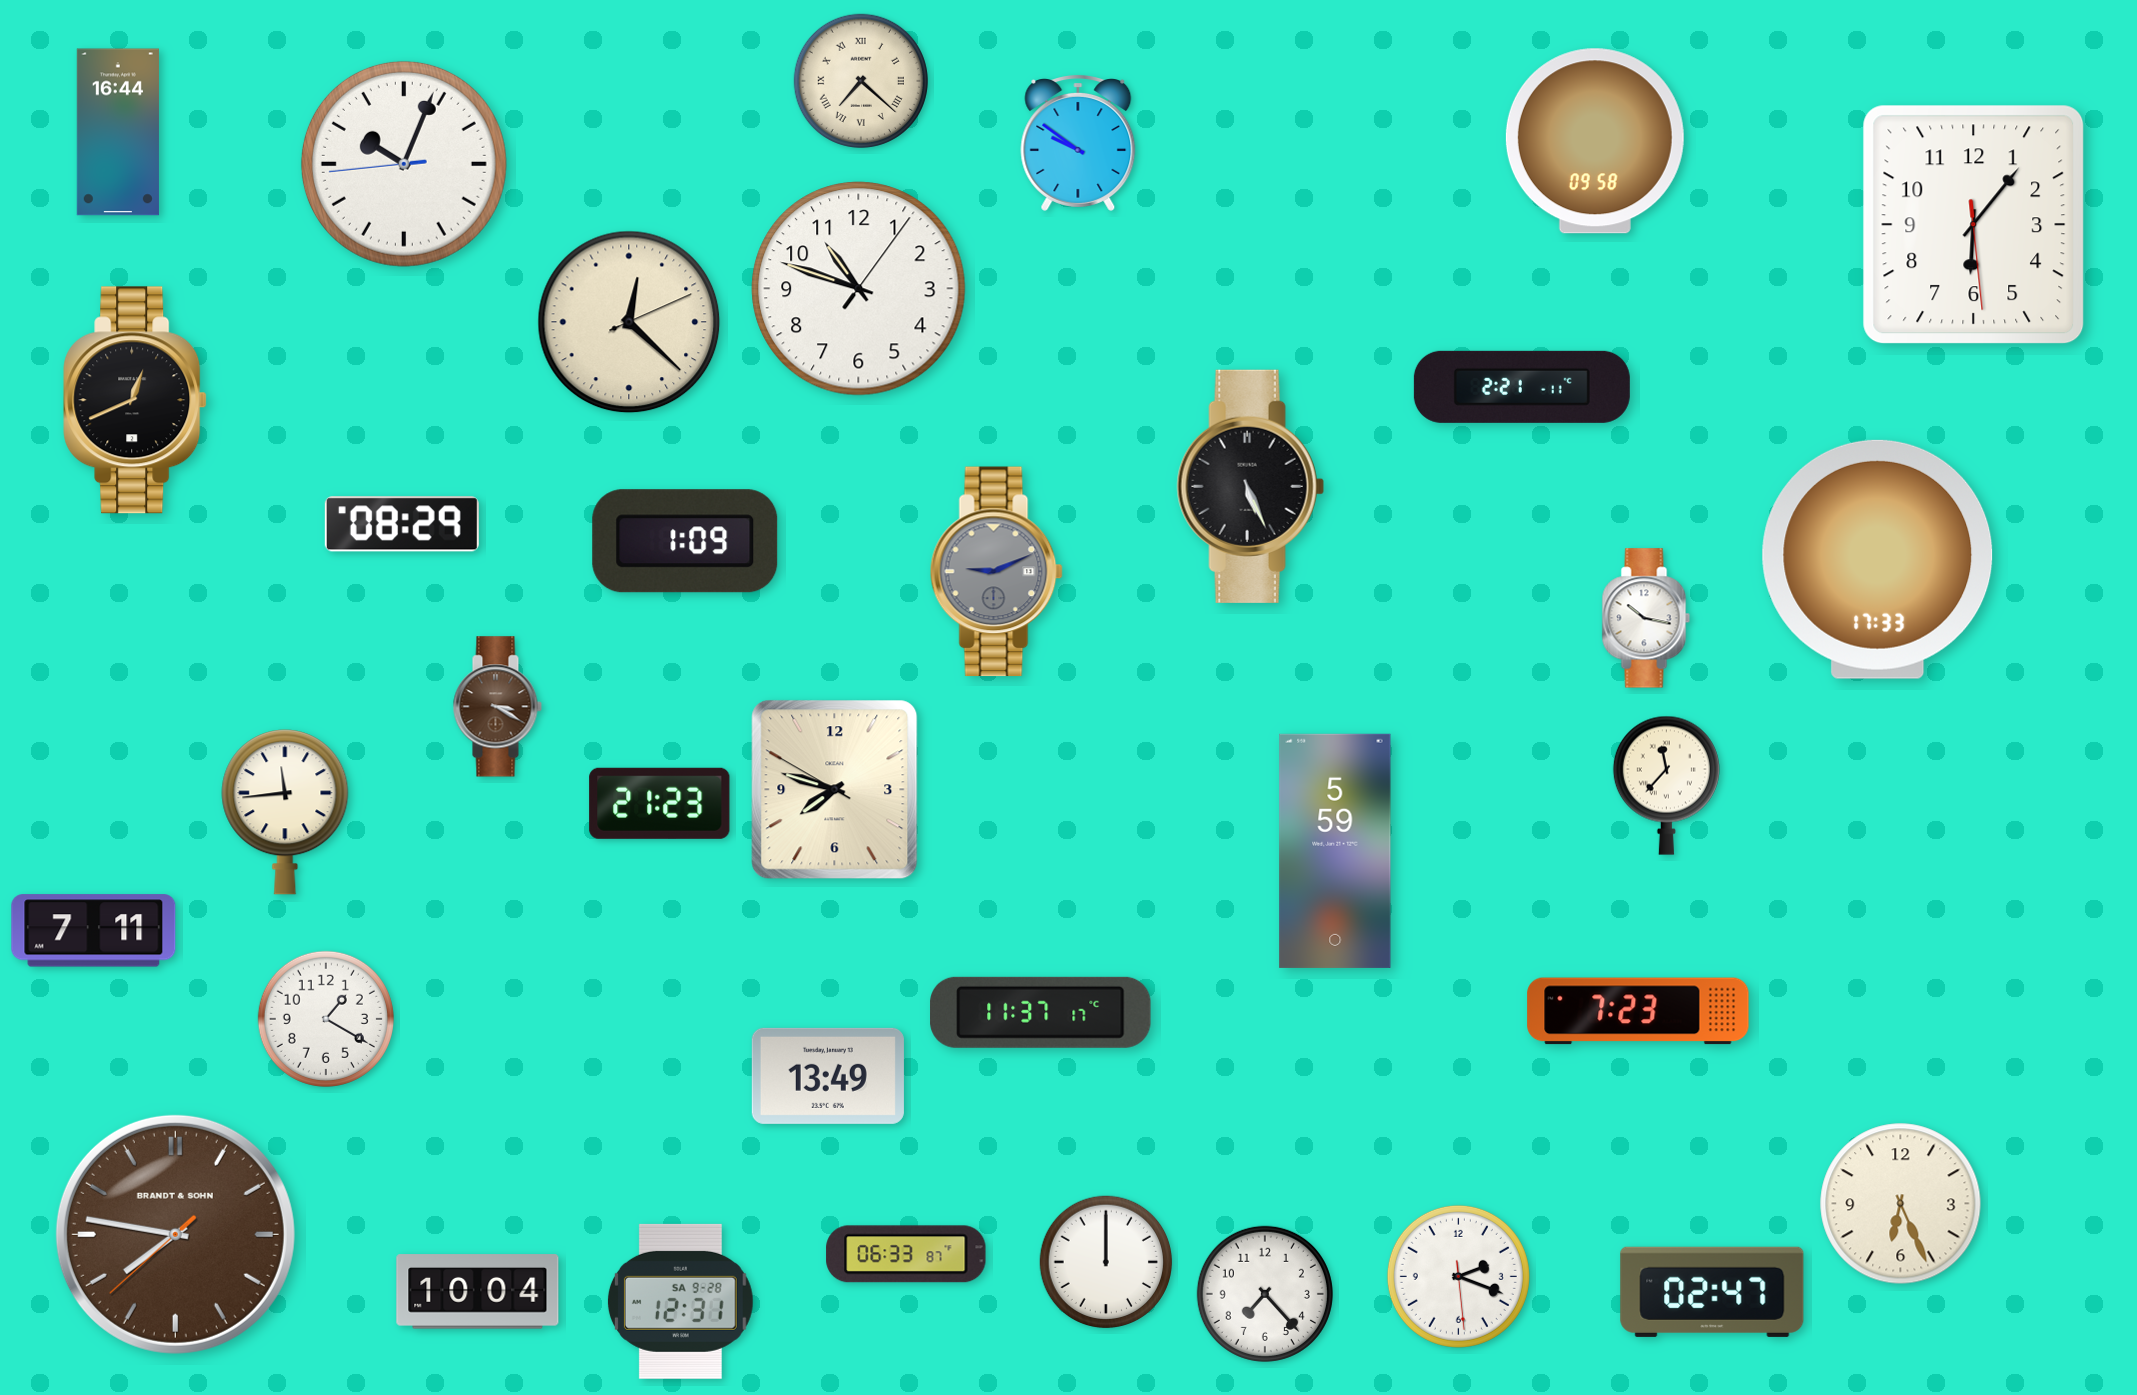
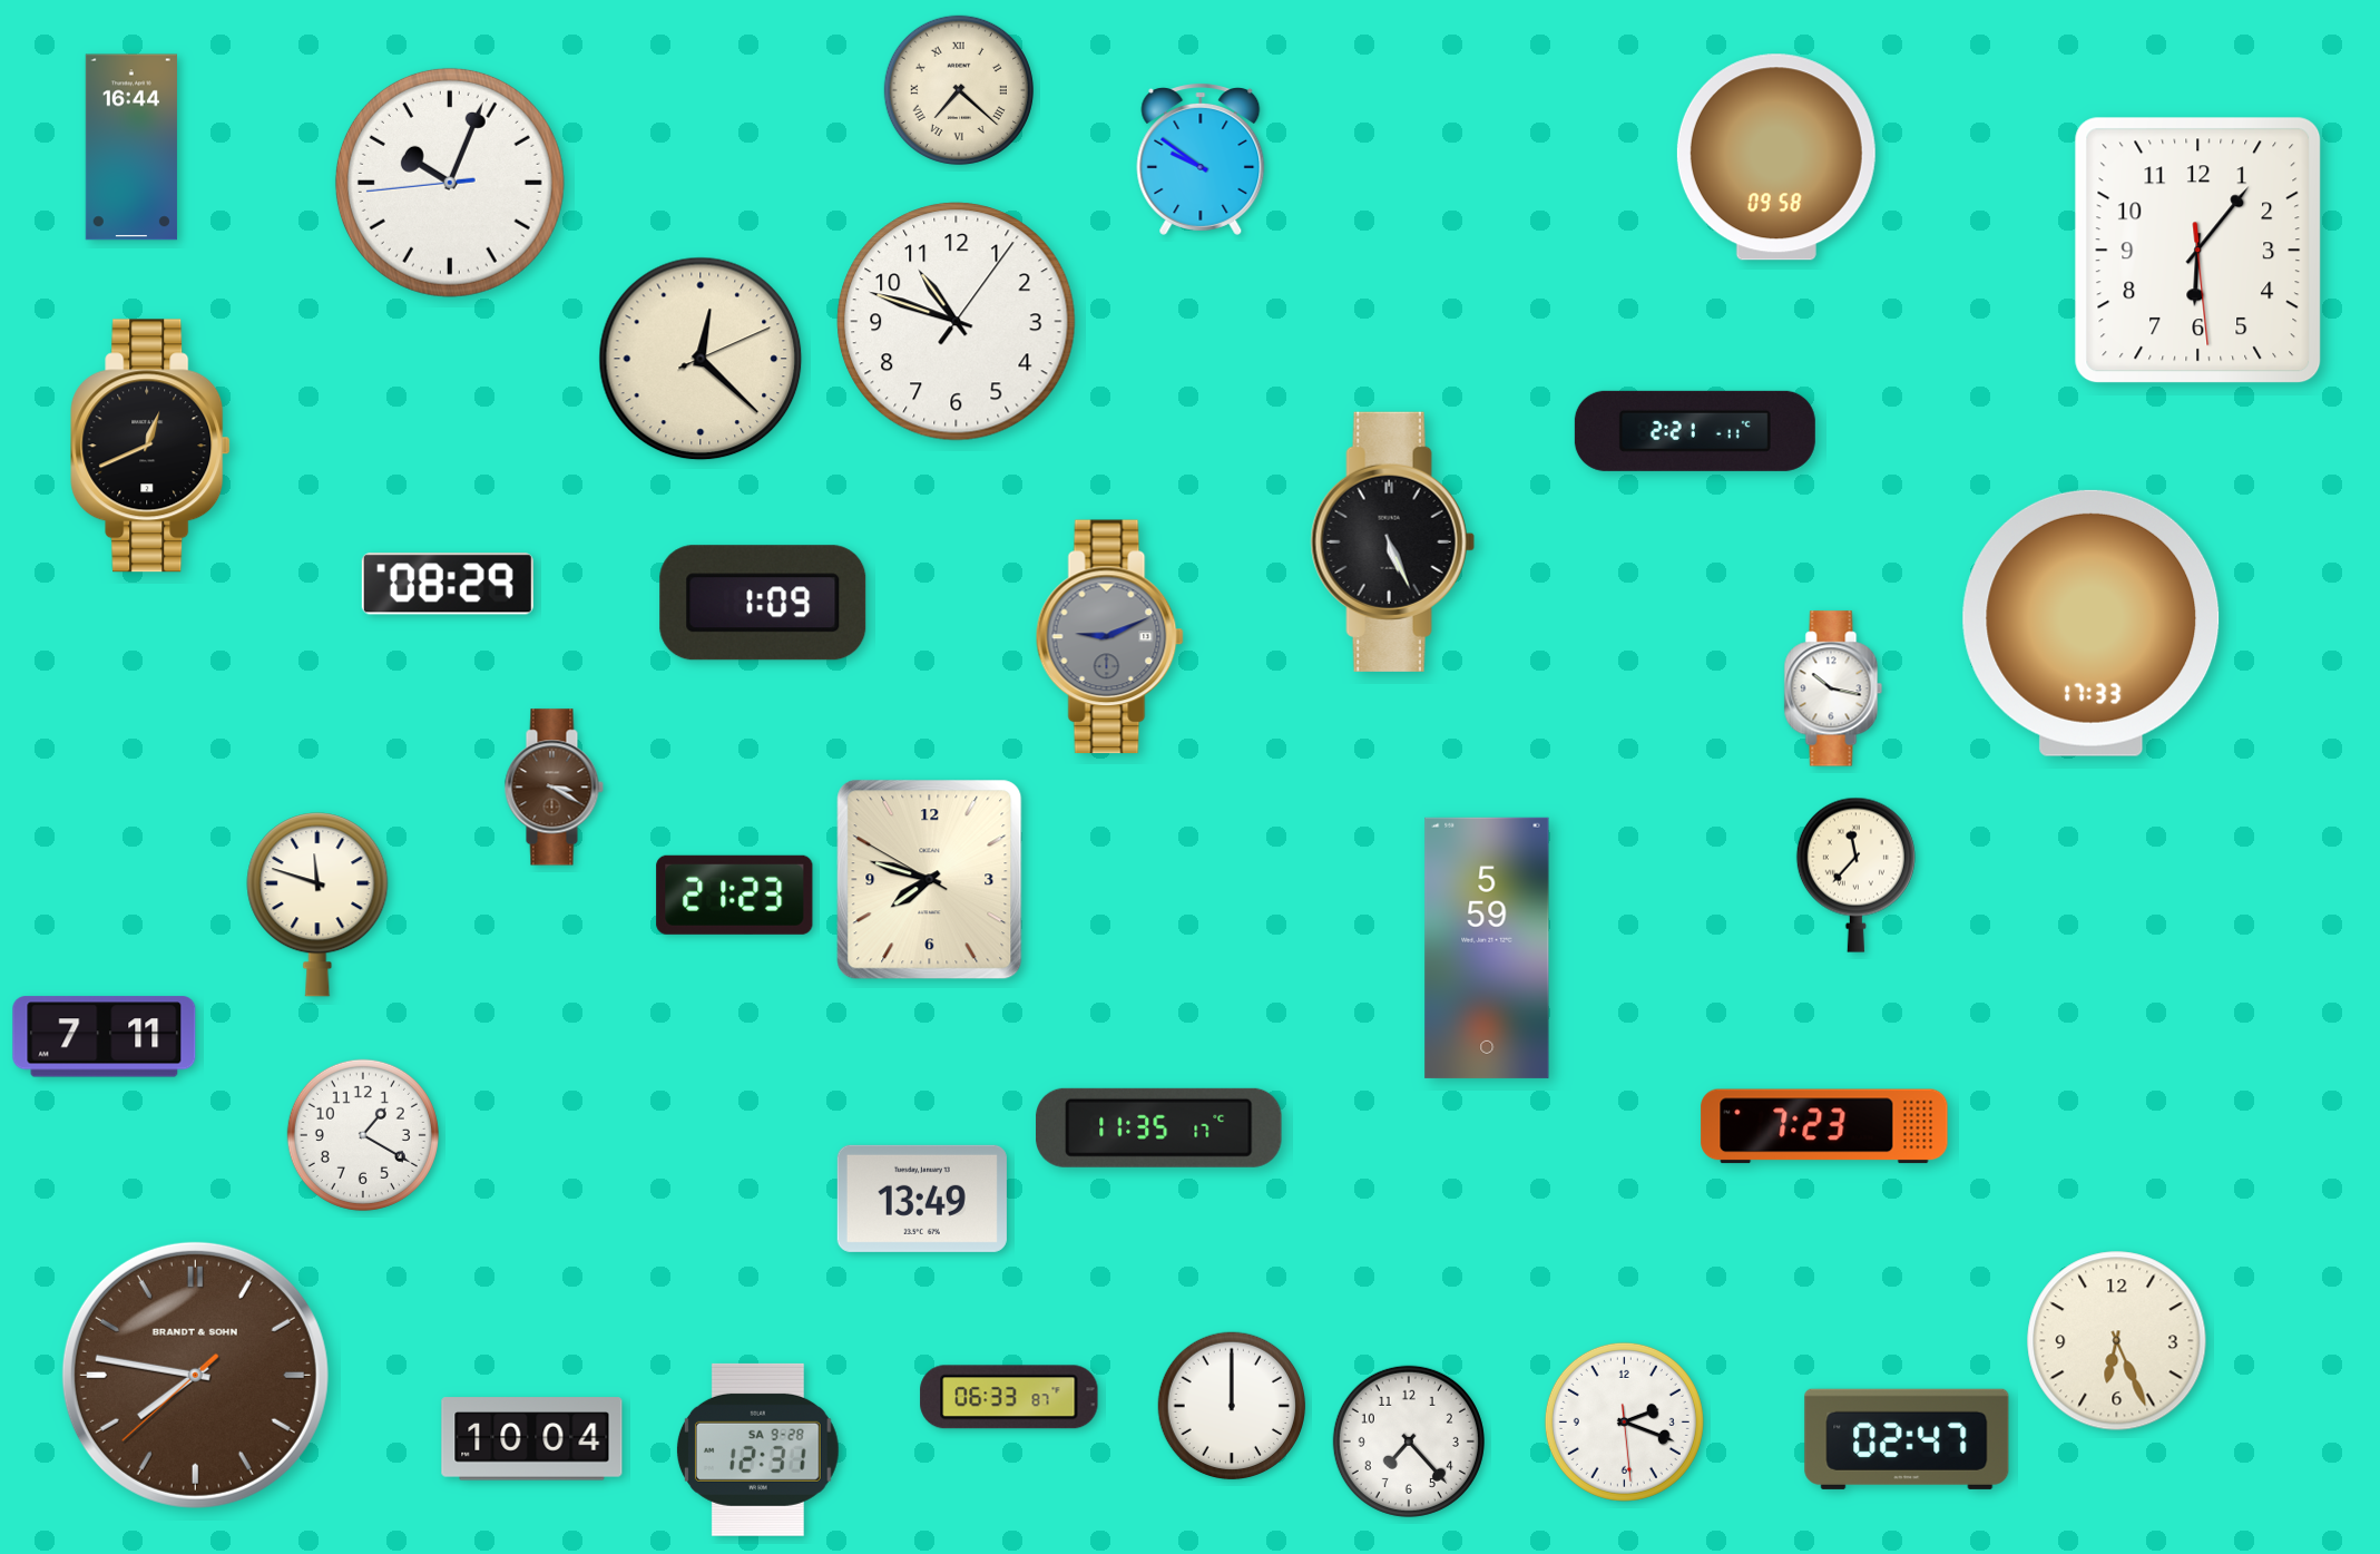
clock at (285, 812): 11:44 -> 11:48
clock at (1041, 1012): 11:37 -> 11:35
